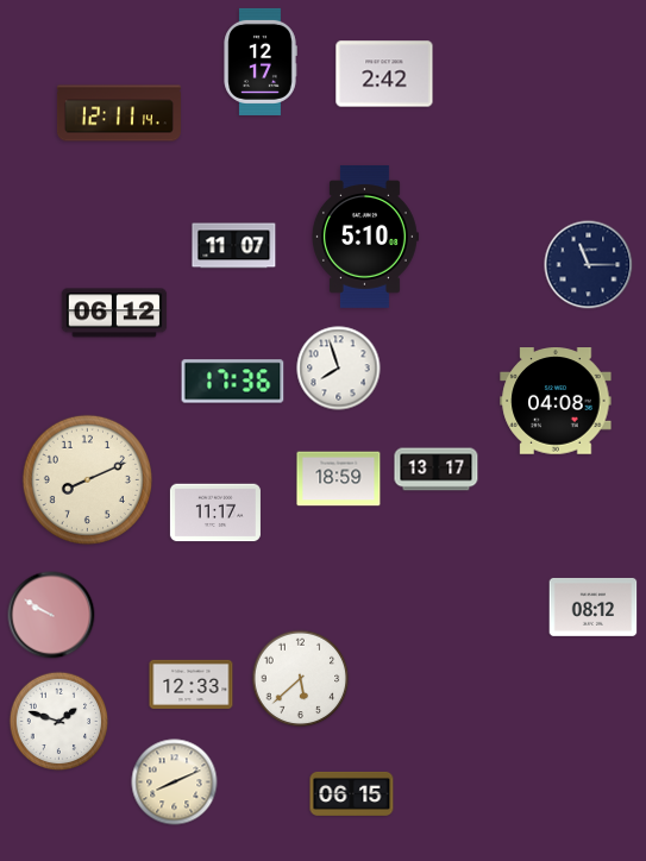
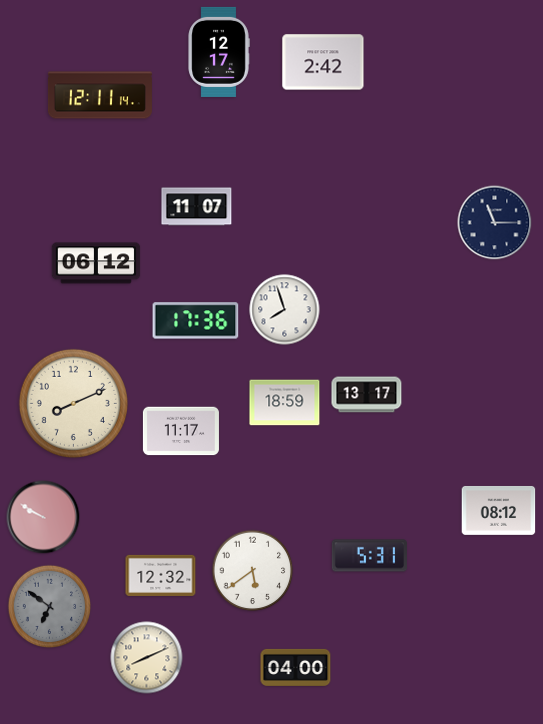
clock at (364, 237): 5:10 -> none
clock at (556, 401): 04:08 -> none
clock at (369, 556): none -> 5:31
clock at (301, 679): 5:38 -> 5:39
clock at (192, 684): 12:33 -> 12:32
clock at (59, 722): 1:48 -> 6:51
clock at (59, 722) dial: white -> grey
clock at (352, 793): 06:15 -> 04:00
